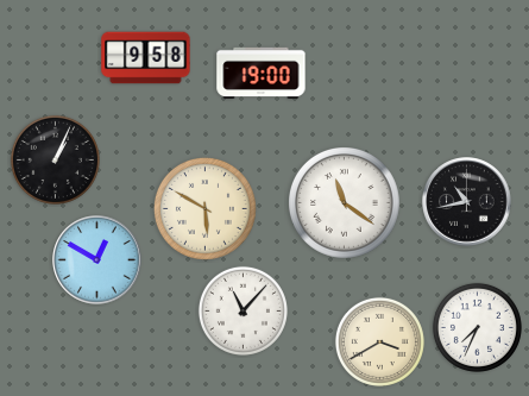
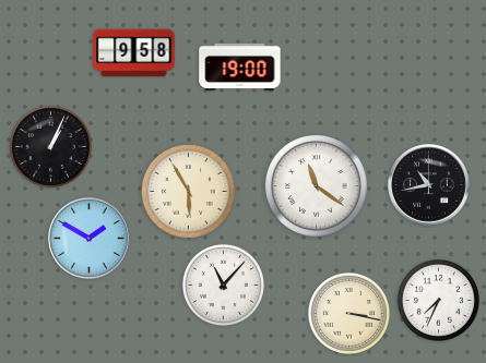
clock at (204, 208): 5:50 -> 5:55
clock at (97, 260): 12:50 -> 1:50
clock at (379, 341): 3:40 -> 3:17
